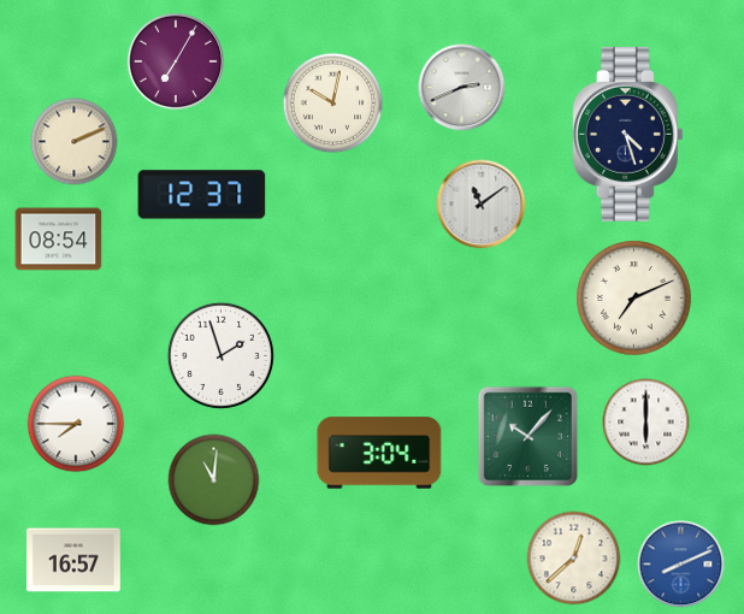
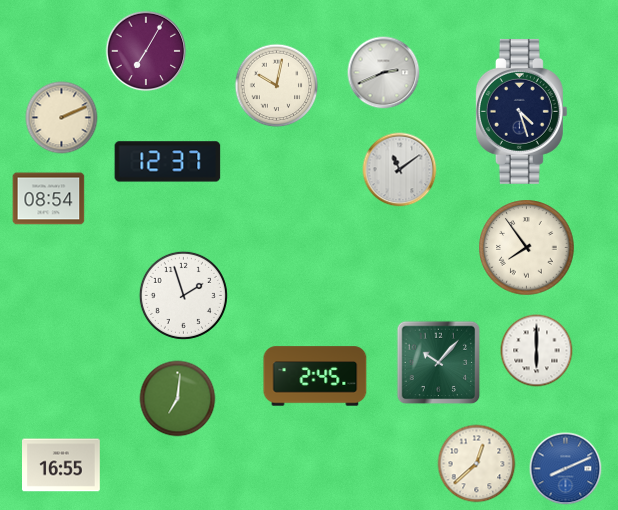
clock at (634, 299): 7:11 -> 7:54
clock at (76, 424): 7:45 -> none
clock at (379, 453): 3:04 -> 2:45
clock at (214, 480): 11:01 -> 7:01
clock at (75, 560): 16:57 -> 16:55
